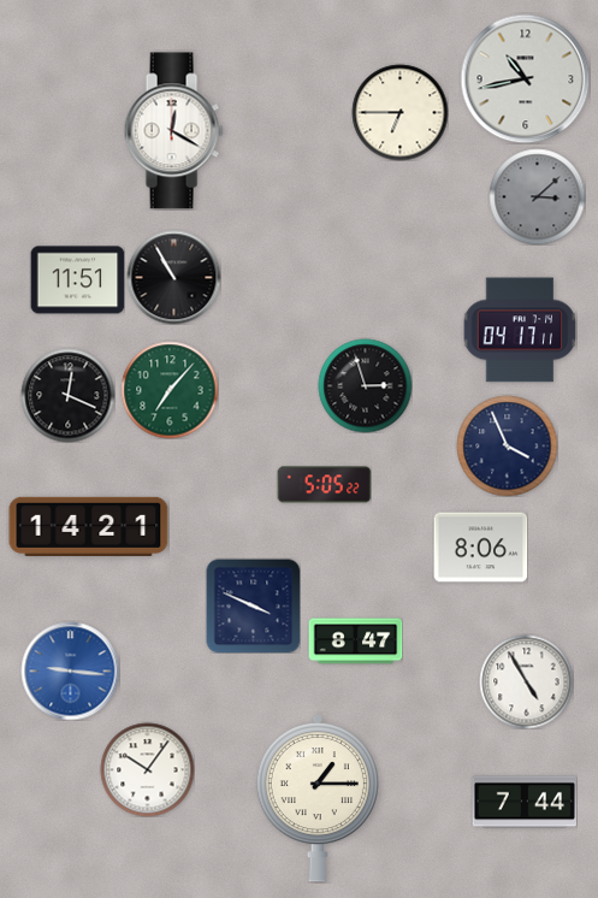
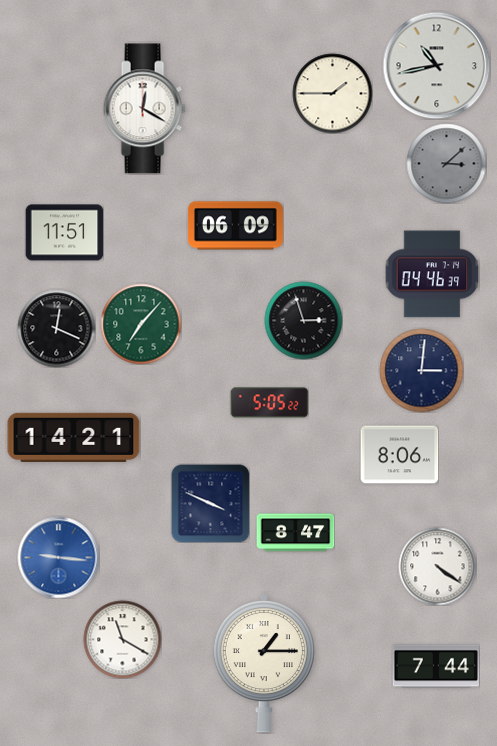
clock at (399, 112): 6:45 -> 1:45
clock at (235, 226): none -> 06:09
clock at (173, 277): 10:55 -> none
clock at (520, 330): 04:17 -> 04:46
clock at (507, 445): 3:56 -> 3:01
clock at (526, 681): 4:55 -> 4:21
clock at (147, 769): 10:06 -> 11:20
